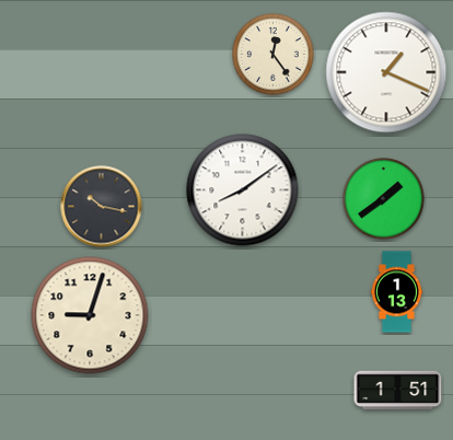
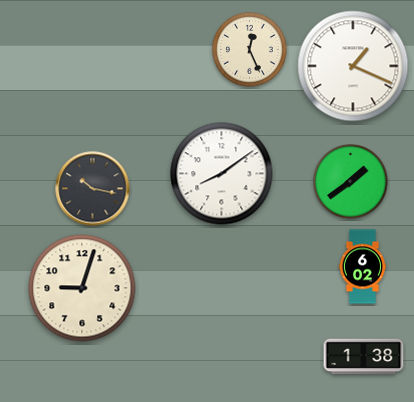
clock at (274, 55): 12:24 -> 12:26
clock at (396, 292): 1:13 -> 6:02
clock at (398, 391): 1:51 -> 1:38
